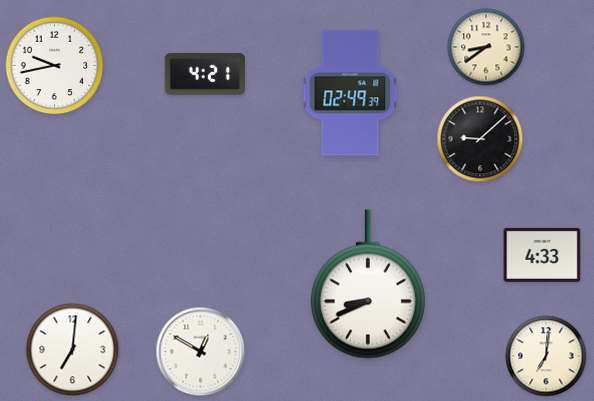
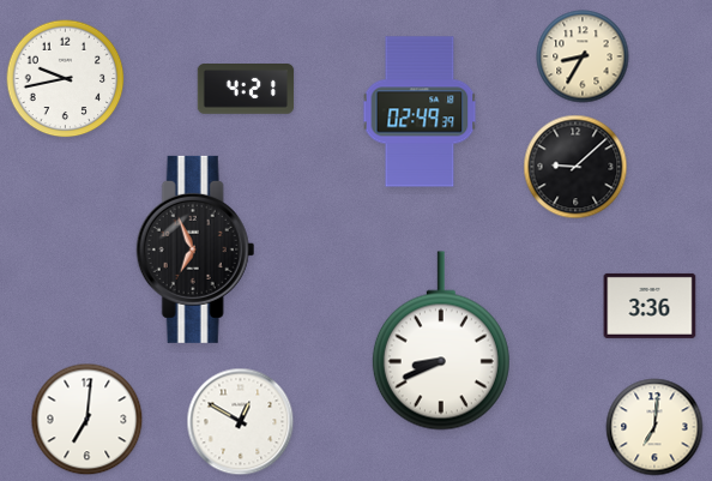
clock at (486, 47): 8:39 -> 8:35
clock at (195, 249): none -> 6:56
clock at (542, 255): 4:33 -> 3:36
